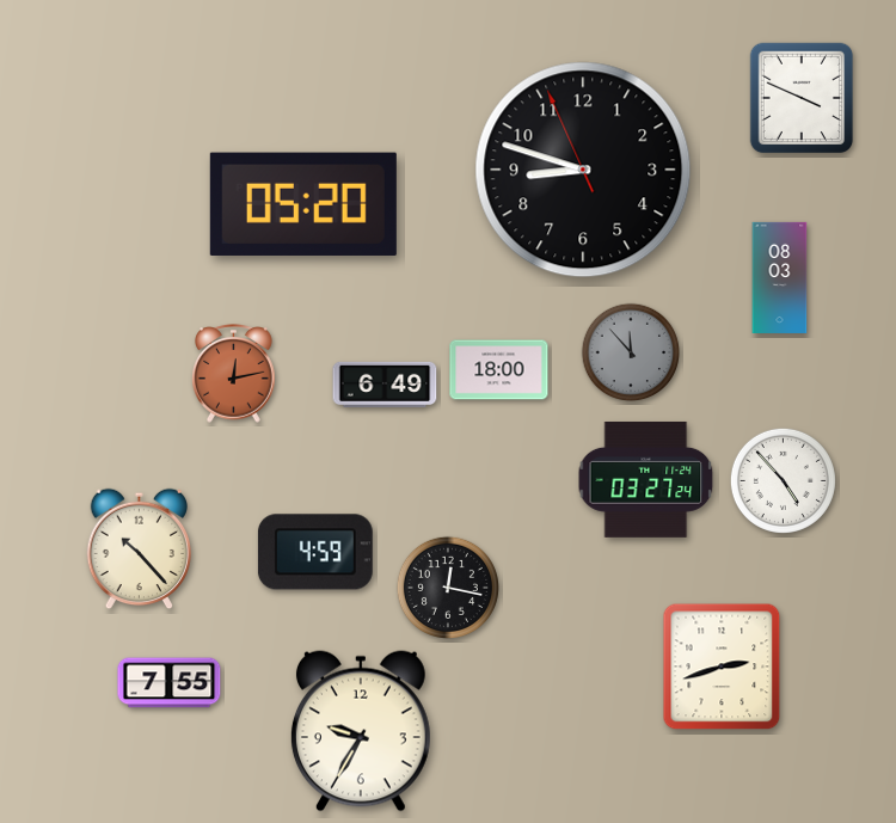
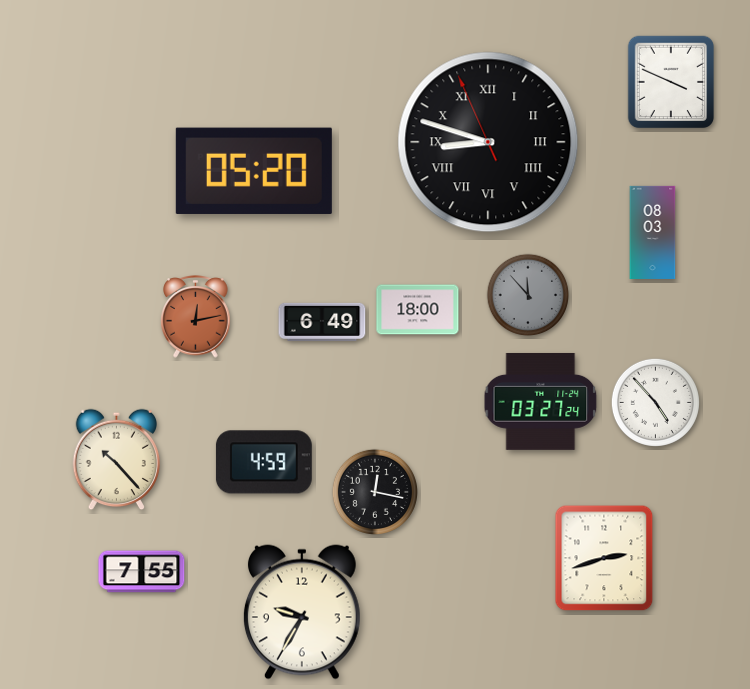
clock at (583, 170) numerals: Arabic -> Roman
clock at (234, 374) position: (234, 374) -> (196, 317)
